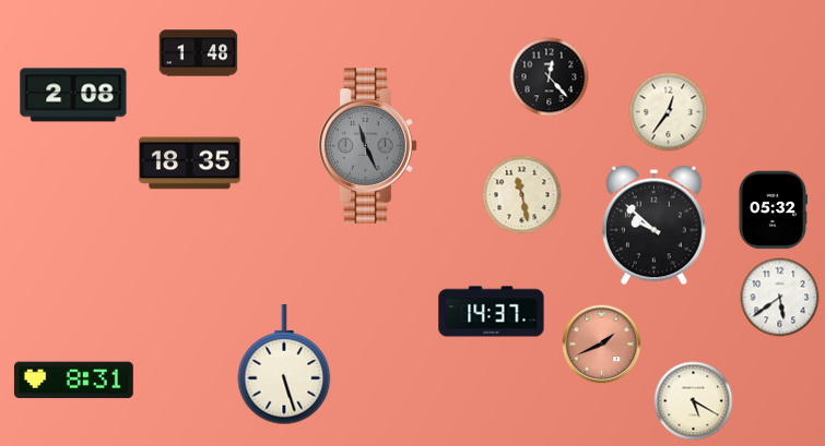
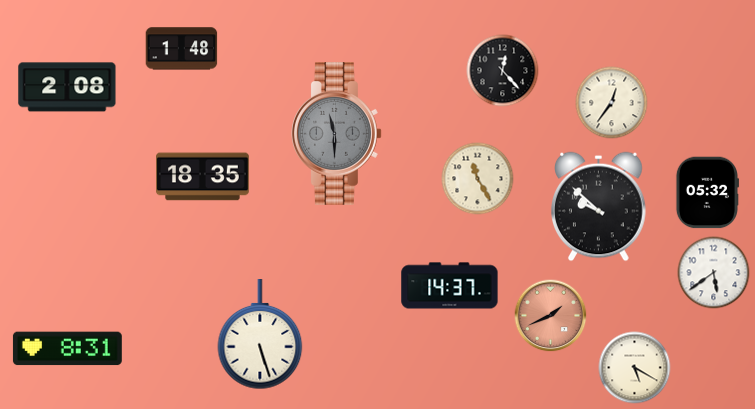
clock at (368, 146): 11:26 -> 11:30
clock at (190, 164) position: (190, 164) -> (203, 177)
clock at (522, 195): 11:28 -> 11:25
